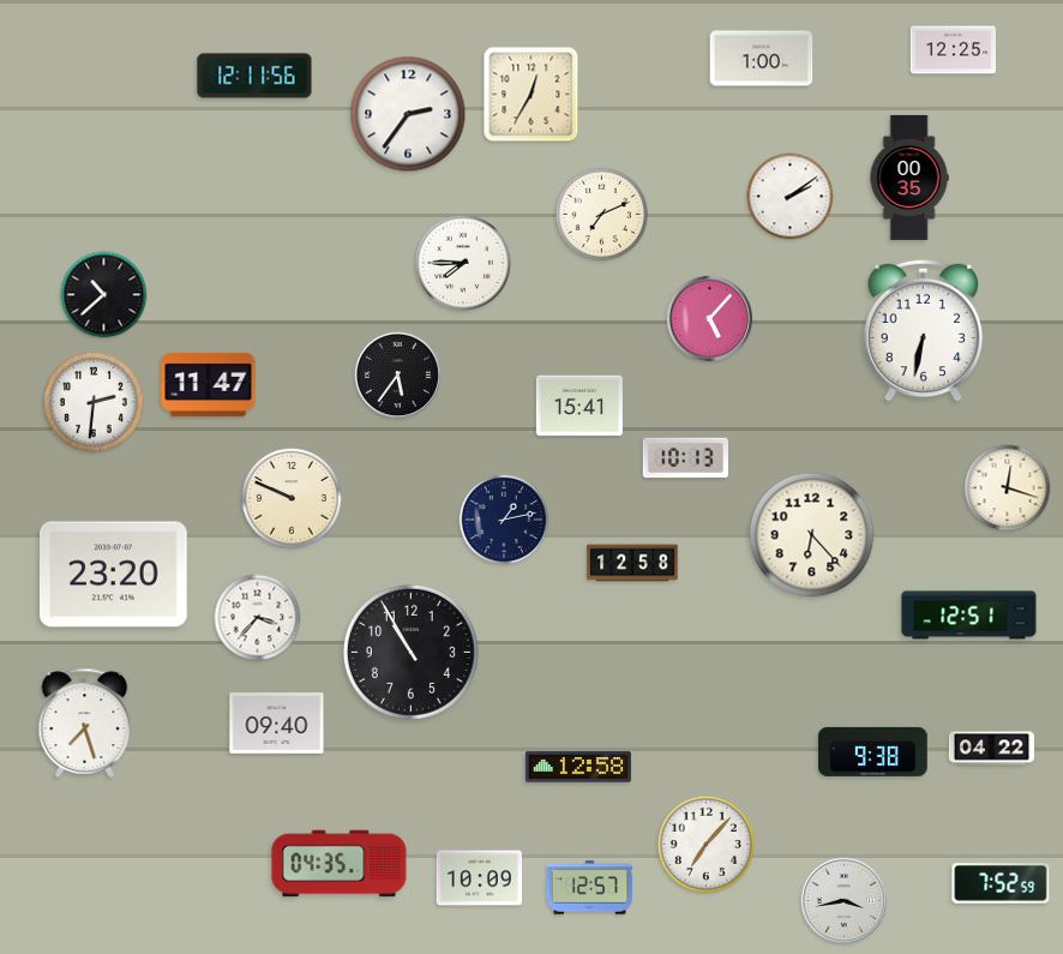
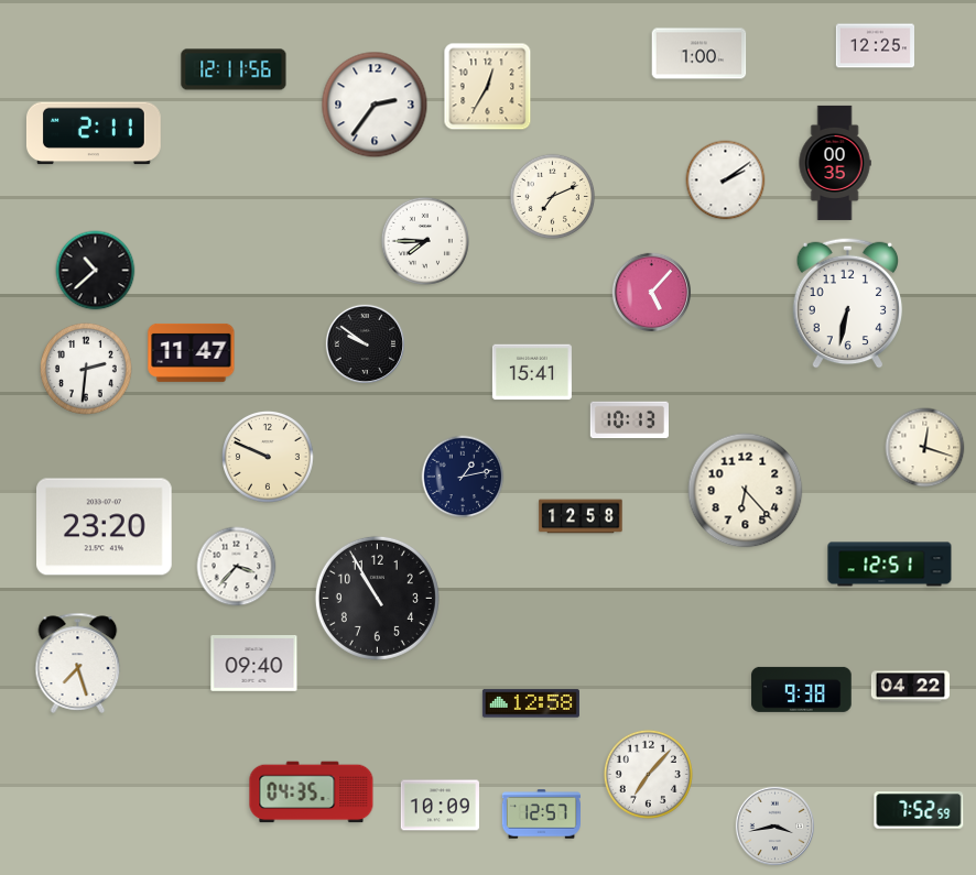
clock at (94, 133): none -> 2:11
clock at (397, 374): 5:36 -> 9:51
